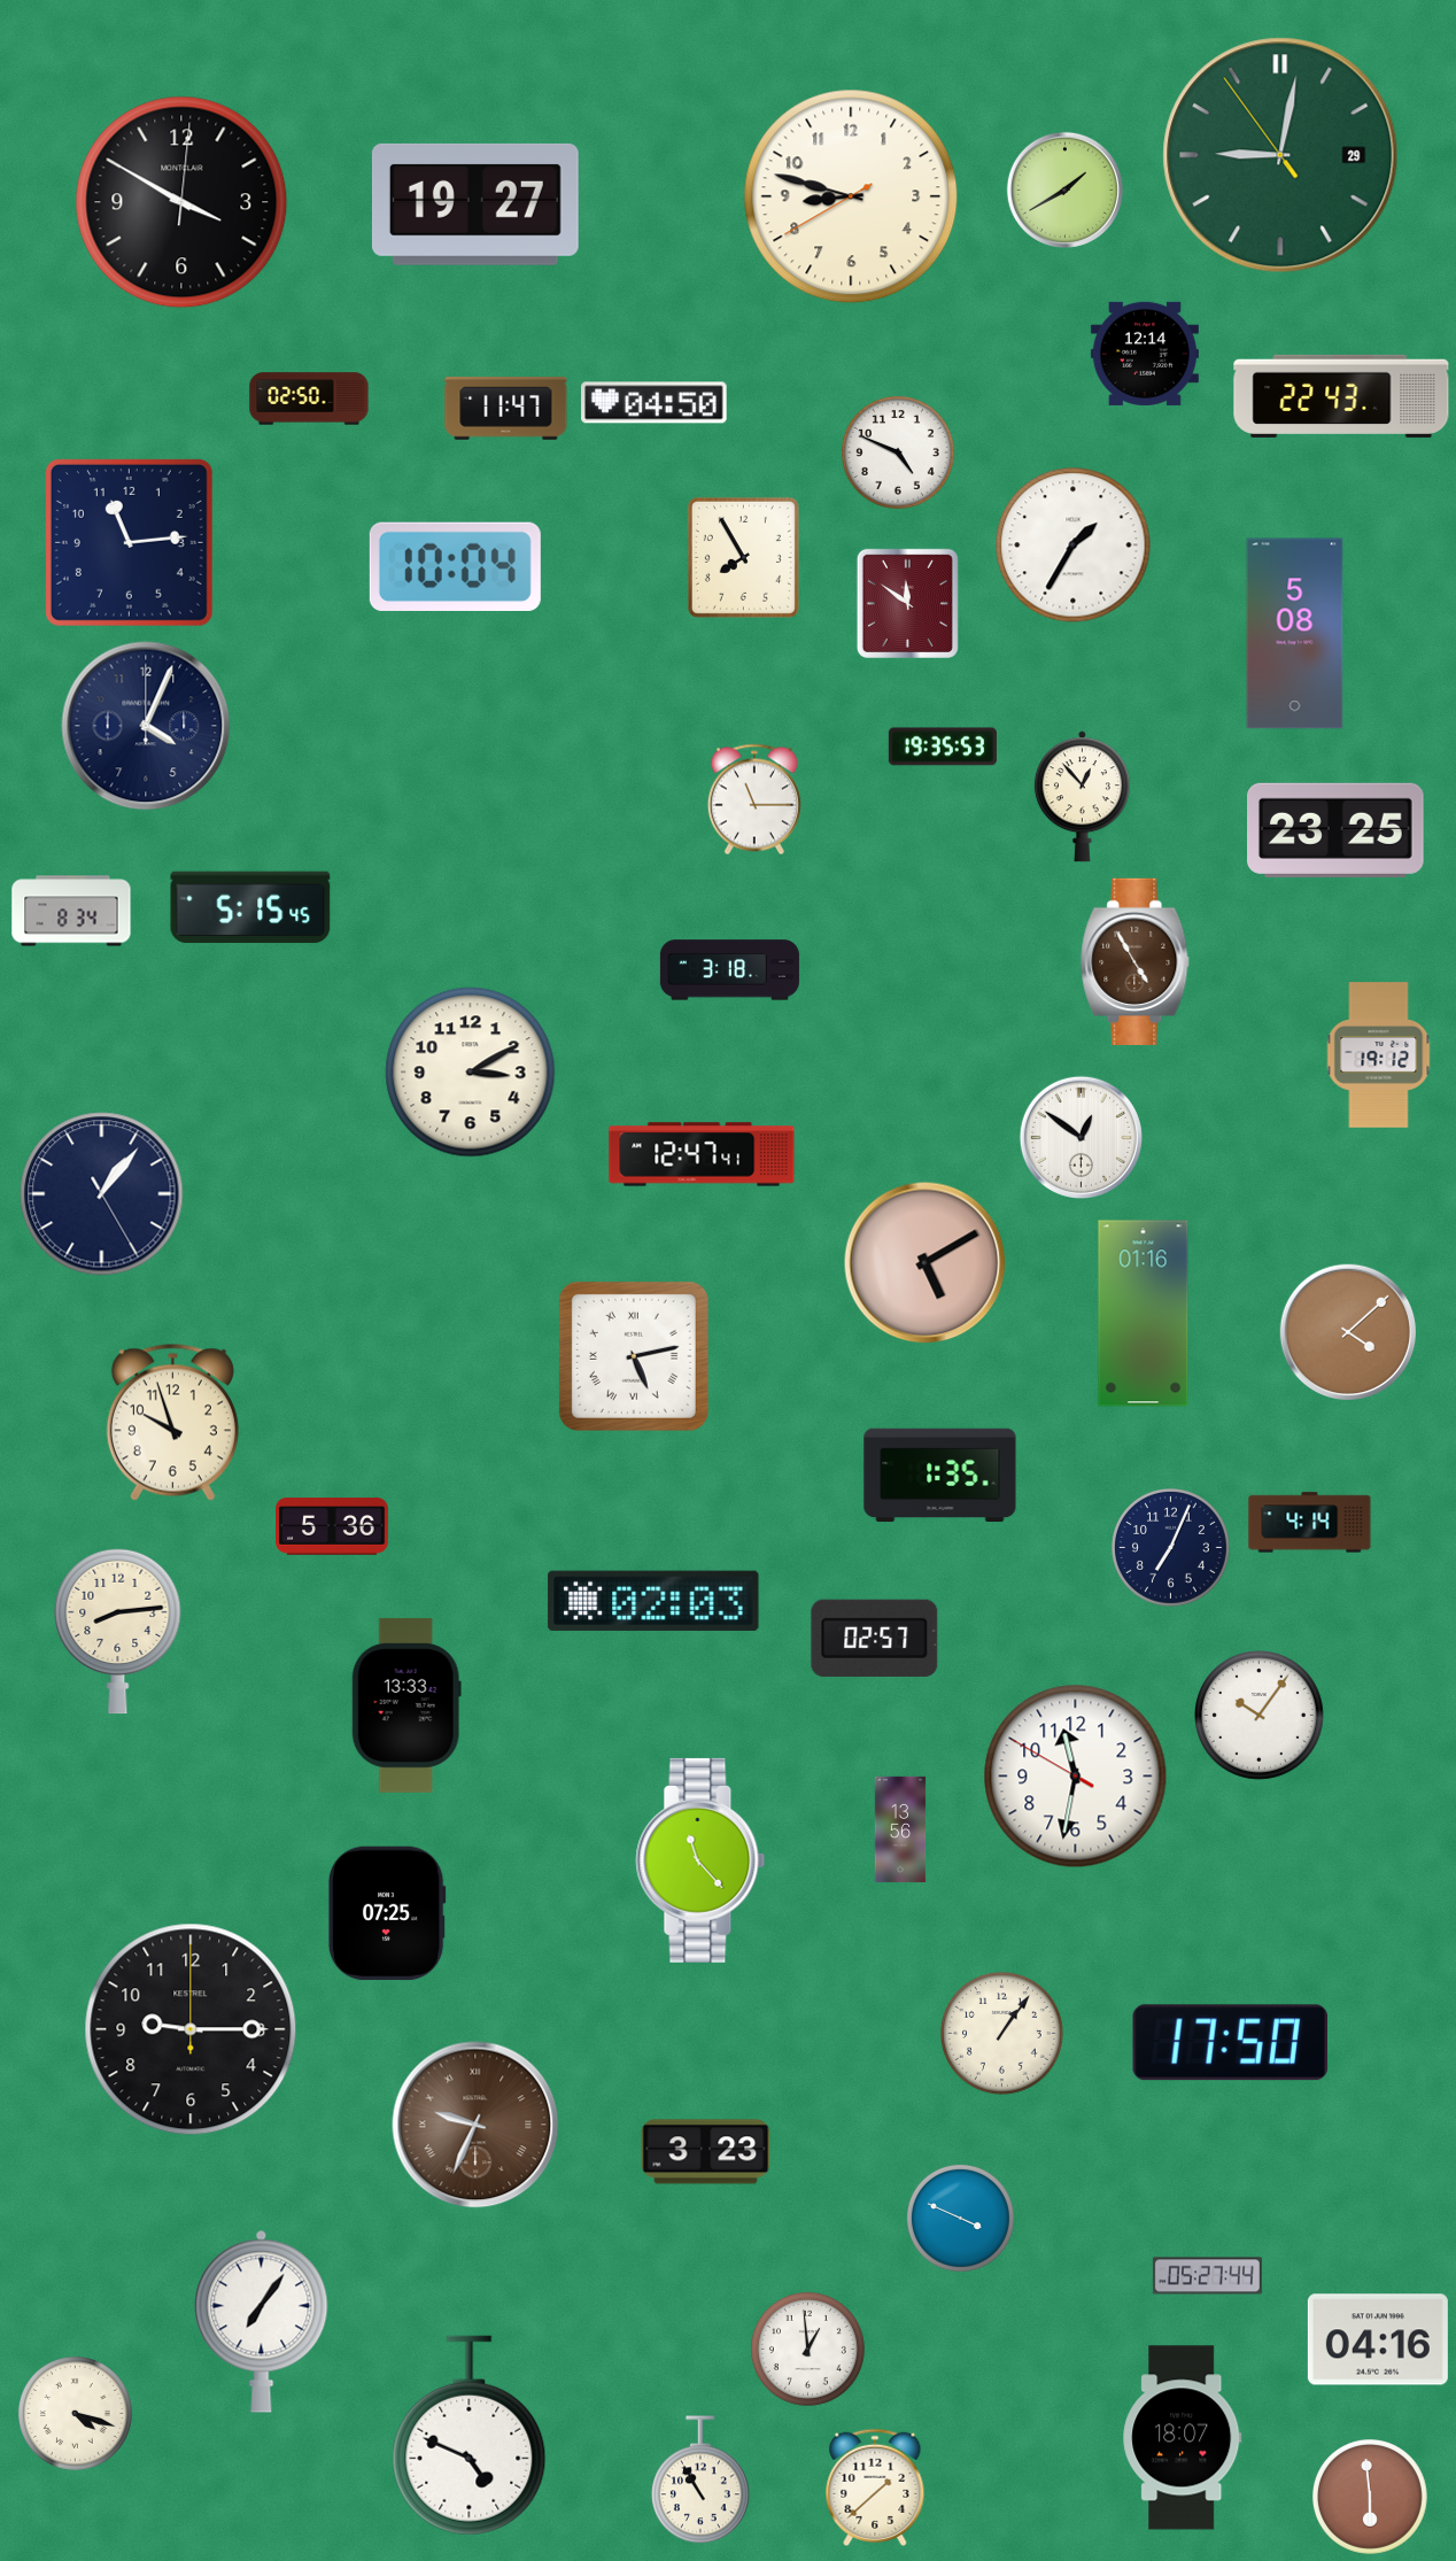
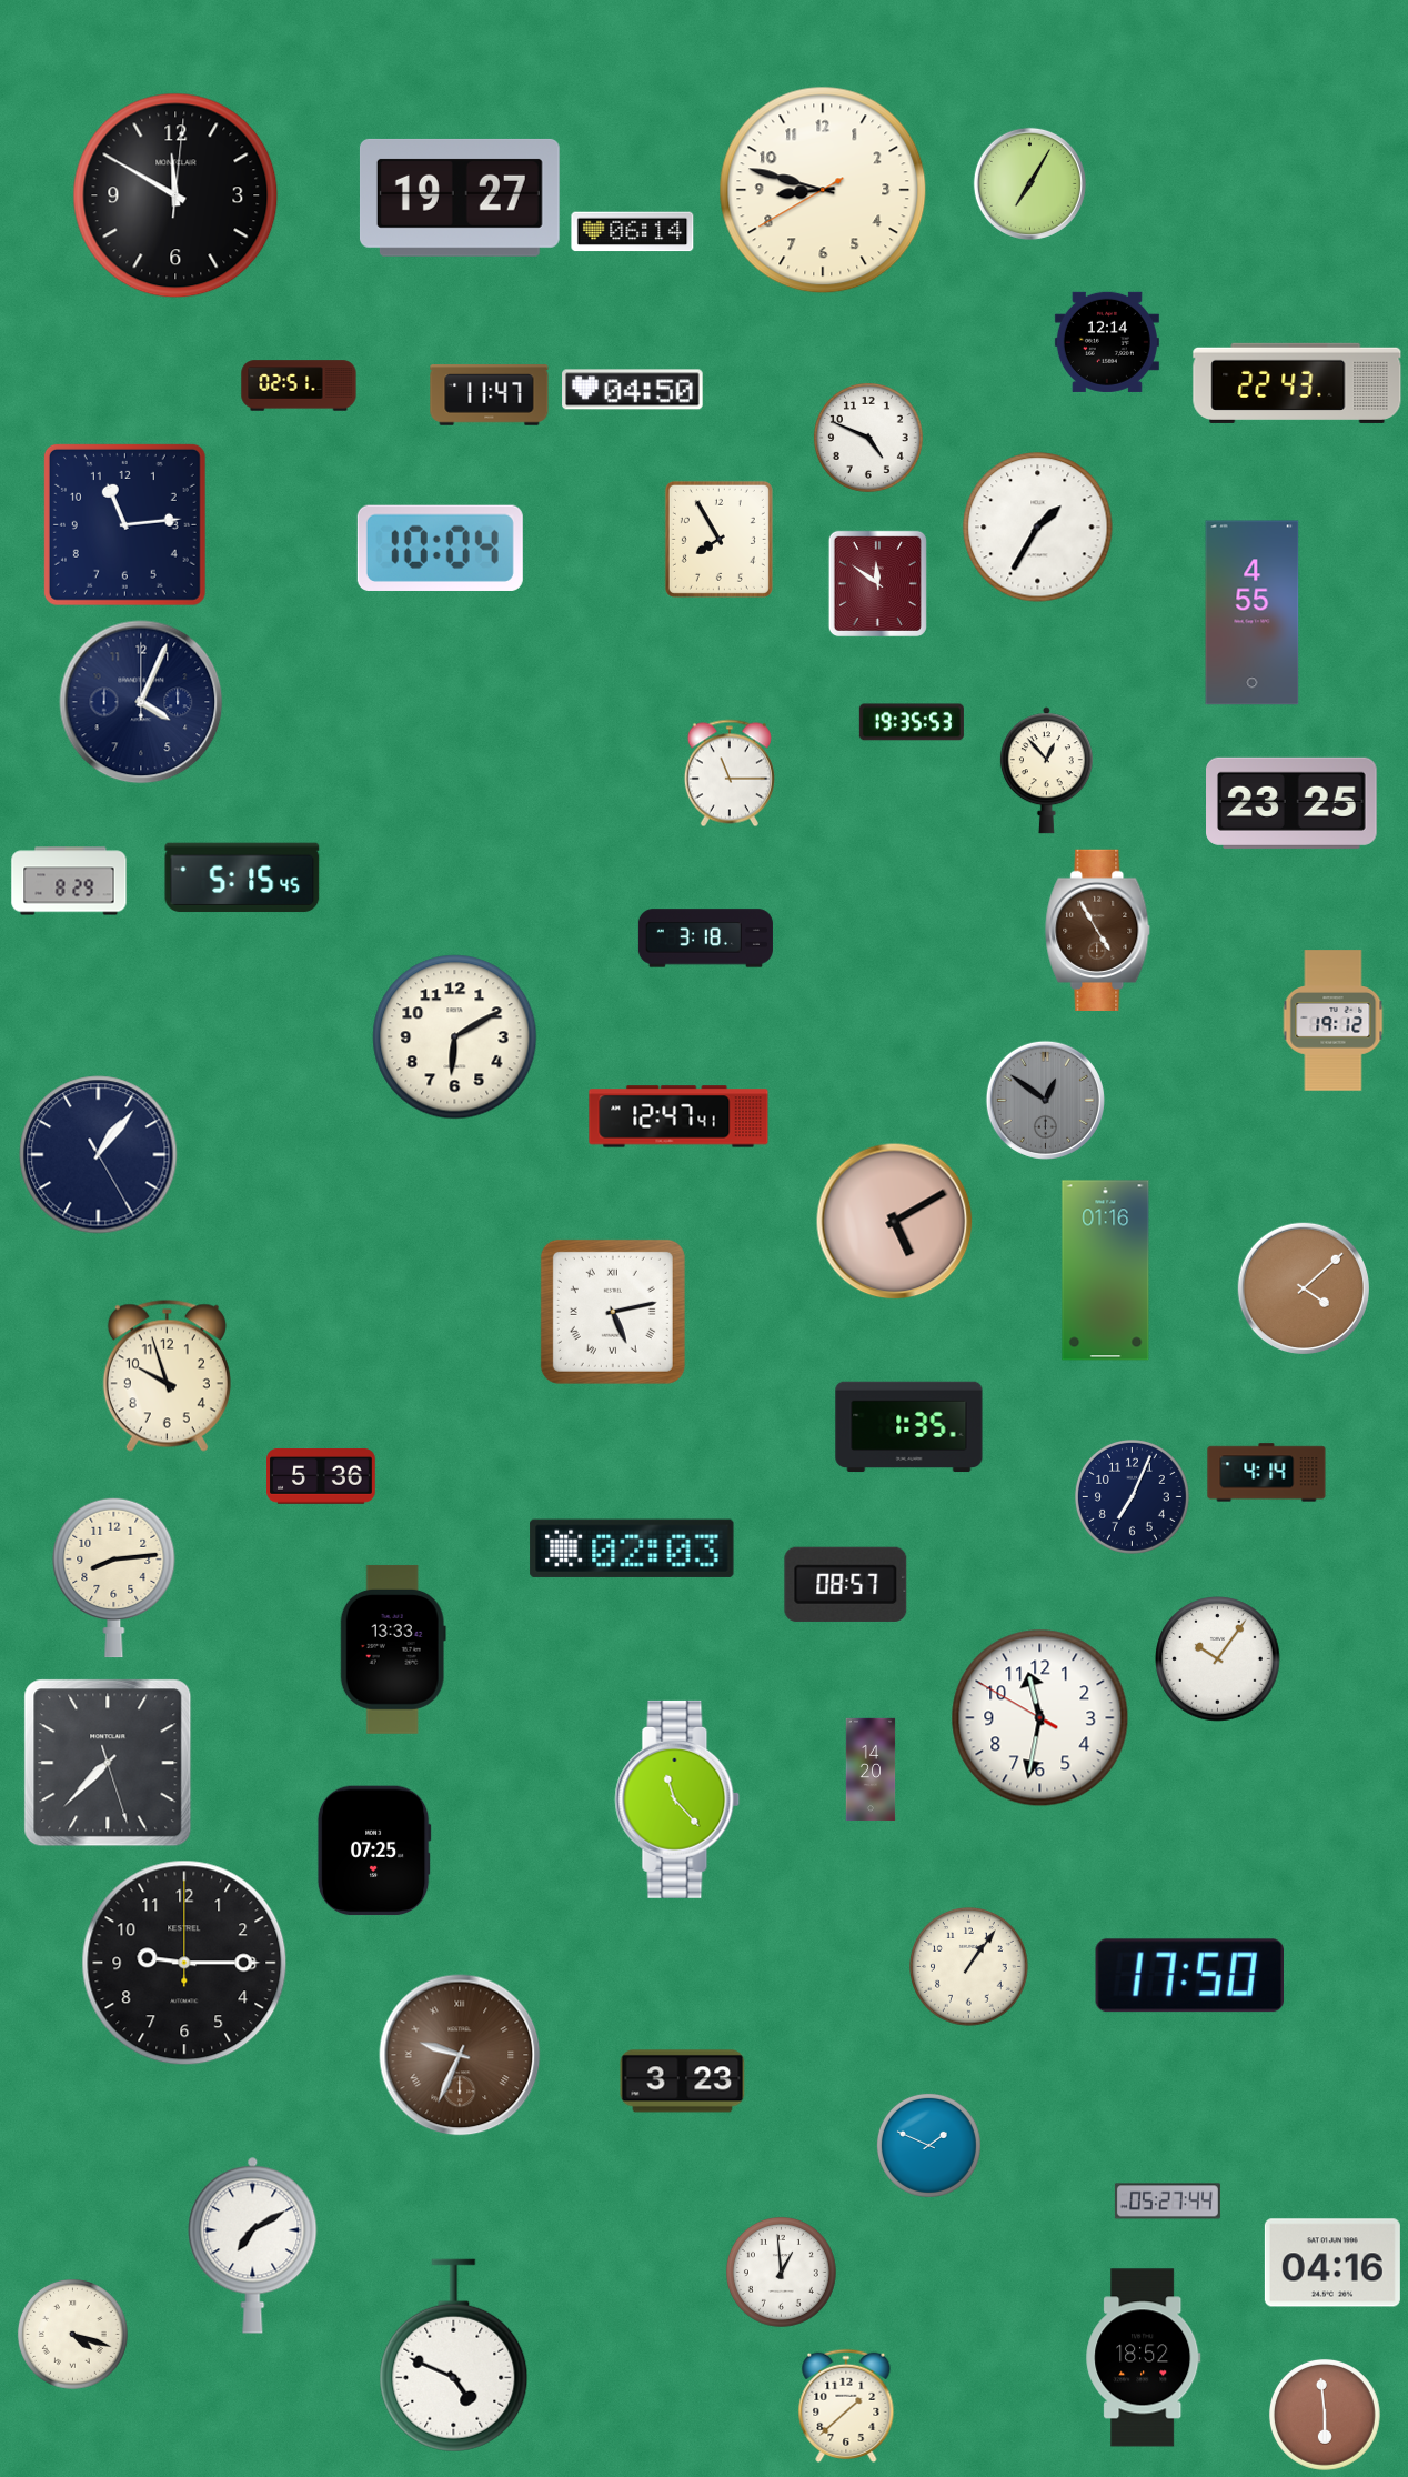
clock at (1280, 155): 9:01 -> none
clock at (1064, 189): 1:40 -> 7:05
clock at (181, 202): 3:50 -> 11:50
clock at (633, 232): none -> 06:14
clock at (309, 399): 02:50 -> 02:51
clock at (1295, 634): 5:08 -> 4:55
clock at (71, 911): 8:34 -> 8:29
clock at (471, 1073): 3:10 -> 6:10
clock at (1081, 1137) dial: white -> grey
clock at (875, 1638): 02:57 -> 08:57
clock at (108, 1763): none -> 7:37
clock at (900, 1829): 13:56 -> 14:20
clock at (960, 2218): 3:49 -> 1:49
clock at (262, 2321): 7:06 -> 7:10
clock at (1183, 2438): 18:07 -> 18:52
clock at (702, 2481): 10:55 -> none
